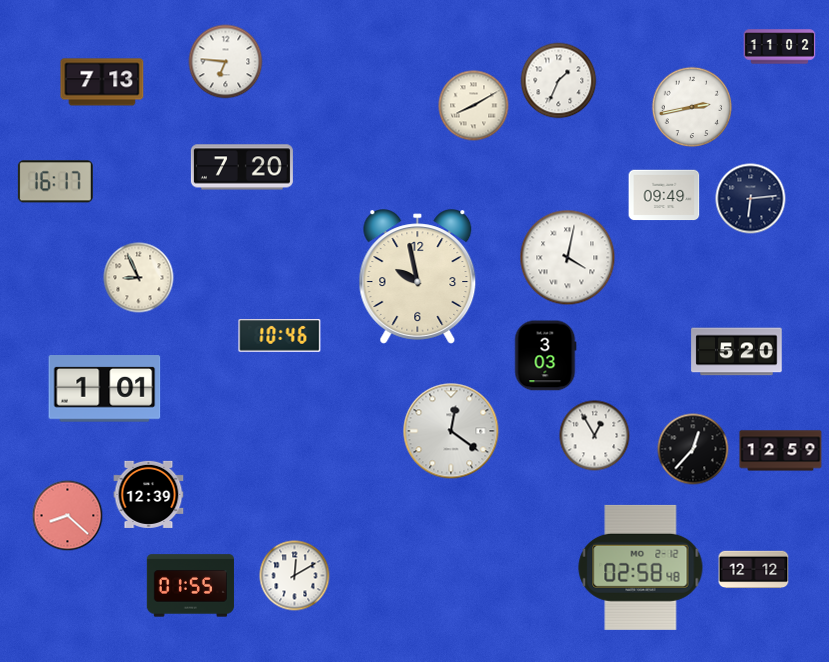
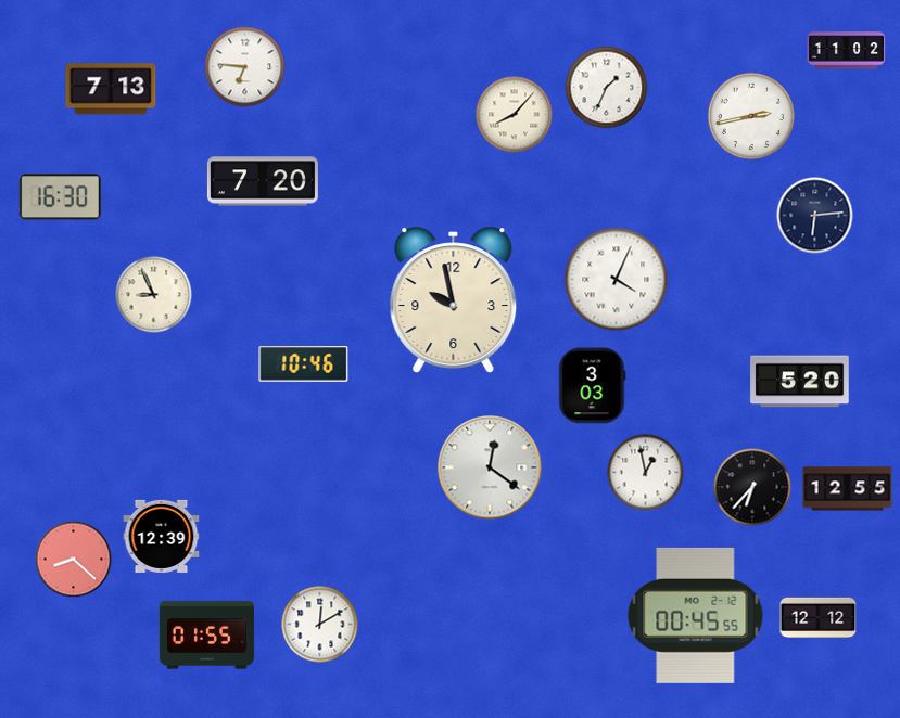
clock at (474, 106): 8:10 -> 8:07
clock at (55, 182): 16:17 -> 16:30
clock at (664, 195): 09:49 -> none
clock at (568, 258): 4:02 -> 4:04
clock at (139, 278) position: (139, 278) -> (154, 295)
clock at (105, 389): 1:01 -> none
clock at (595, 436): 12:55 -> 12:58
clock at (693, 449): 12:37 -> 6:37
clock at (781, 451): 12:59 -> 12:55
clock at (641, 567): 02:58 -> 00:45
